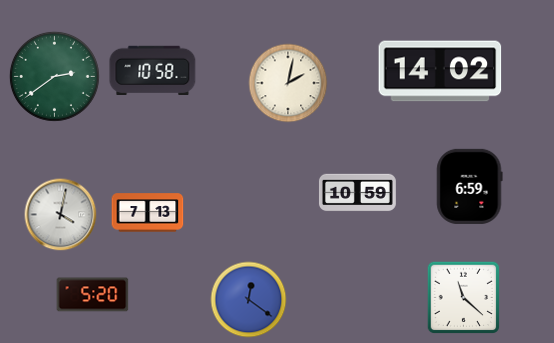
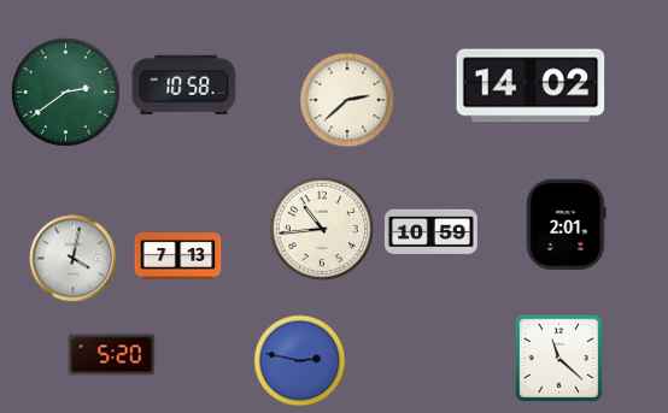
clock at (288, 83): 2:02 -> 2:38
clock at (470, 186): 6:59 -> 2:01
clock at (321, 228): none -> 10:44
clock at (249, 300): 12:21 -> 2:47
